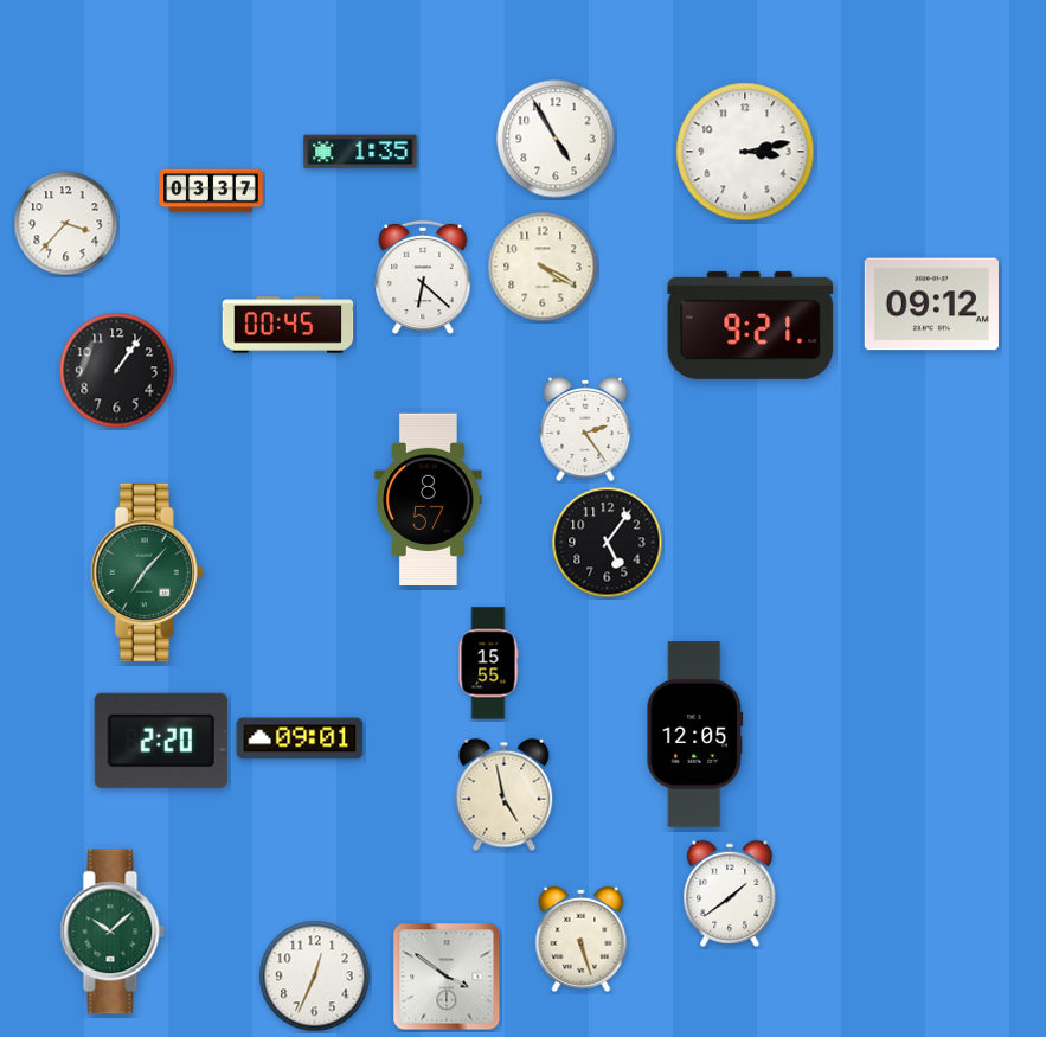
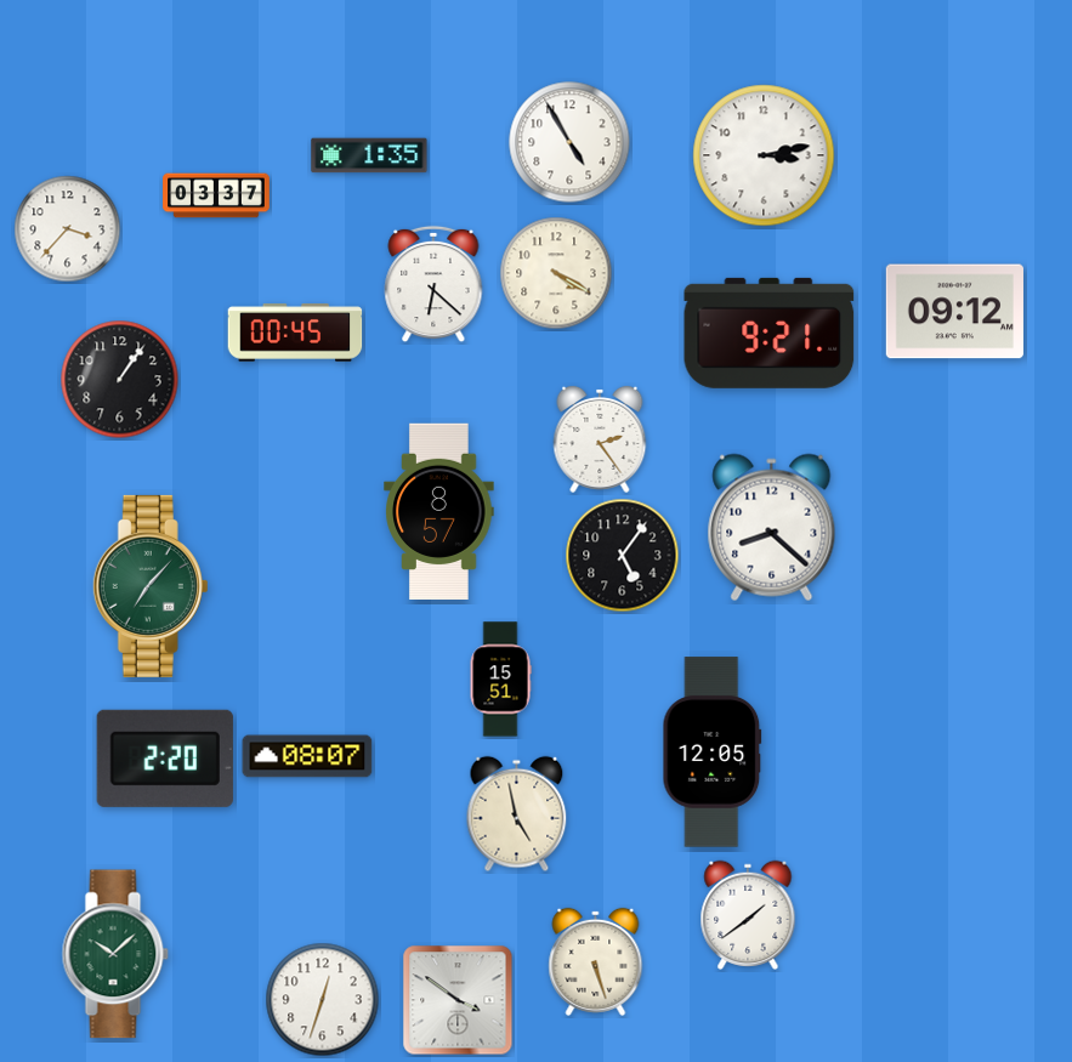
clock at (772, 528): none -> 8:22
clock at (488, 664): 15:55 -> 15:51
clock at (300, 738): 09:01 -> 08:07
clock at (315, 977): 12:34 -> 12:33
